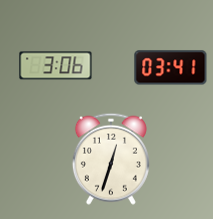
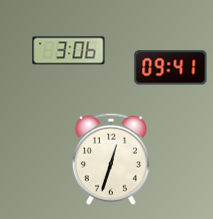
clock at (56, 66) position: (56, 66) -> (69, 51)
clock at (171, 68): 03:41 -> 09:41
